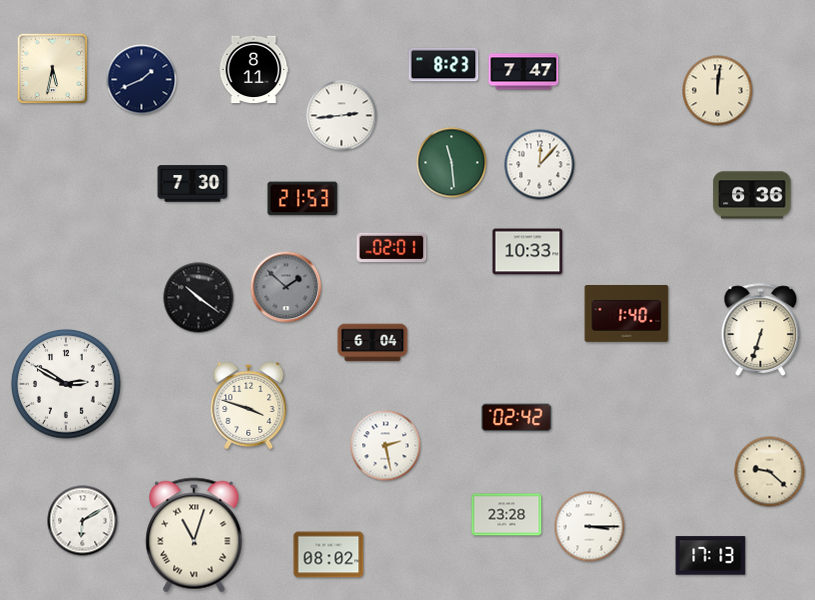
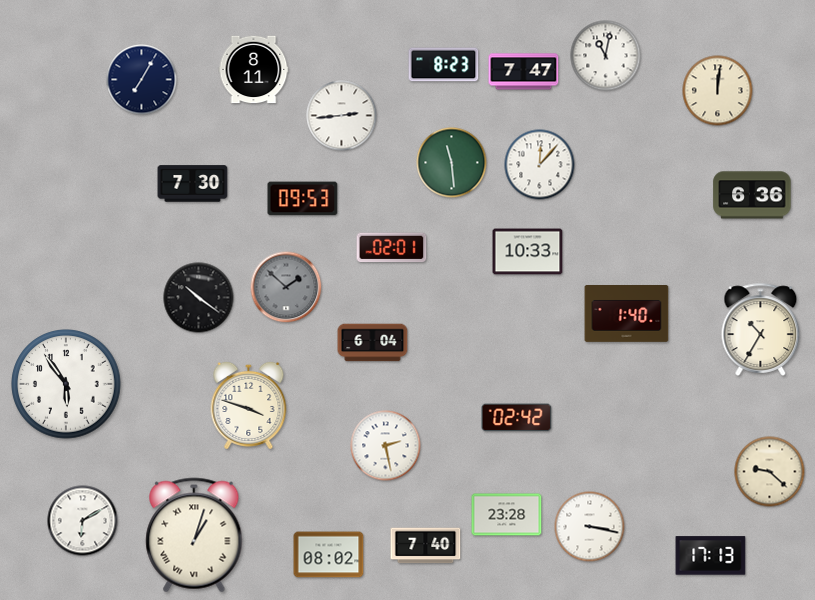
clock at (606, 56): none -> 11:02
clock at (53, 69): 5:32 -> none
clock at (142, 80): 1:41 -> 7:05
clock at (303, 199): 21:53 -> 09:53
clock at (761, 329): 6:33 -> 10:35
clock at (66, 384): 2:50 -> 5:54
clock at (590, 527): 3:15 -> 3:17
clock at (194, 535): 11:03 -> 1:03
clock at (426, 546): none -> 7:40
